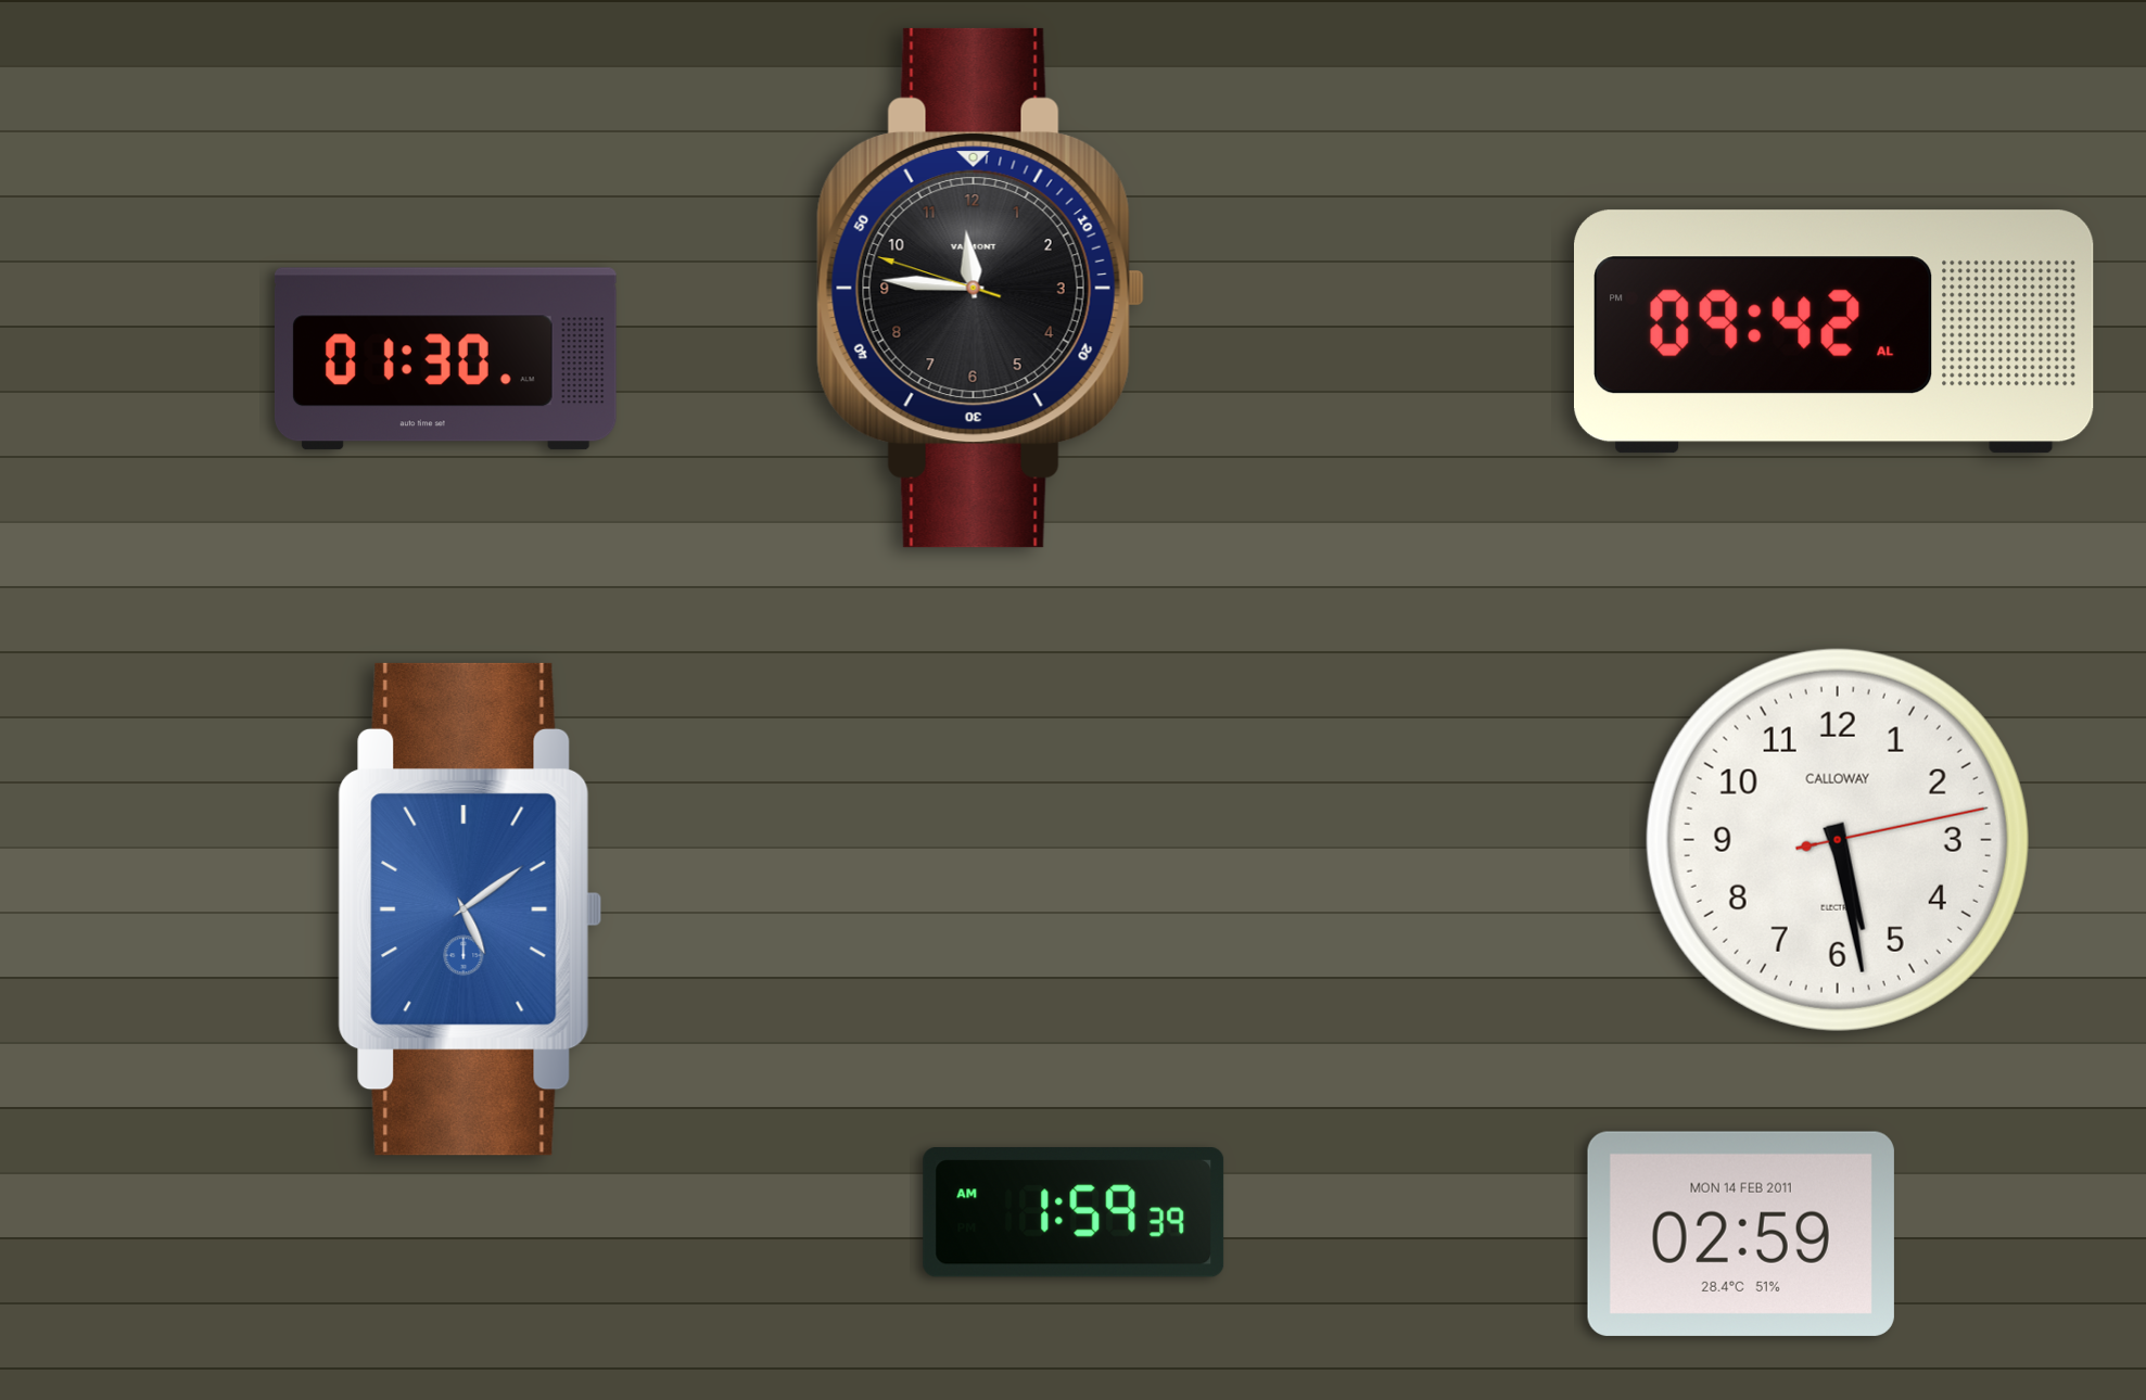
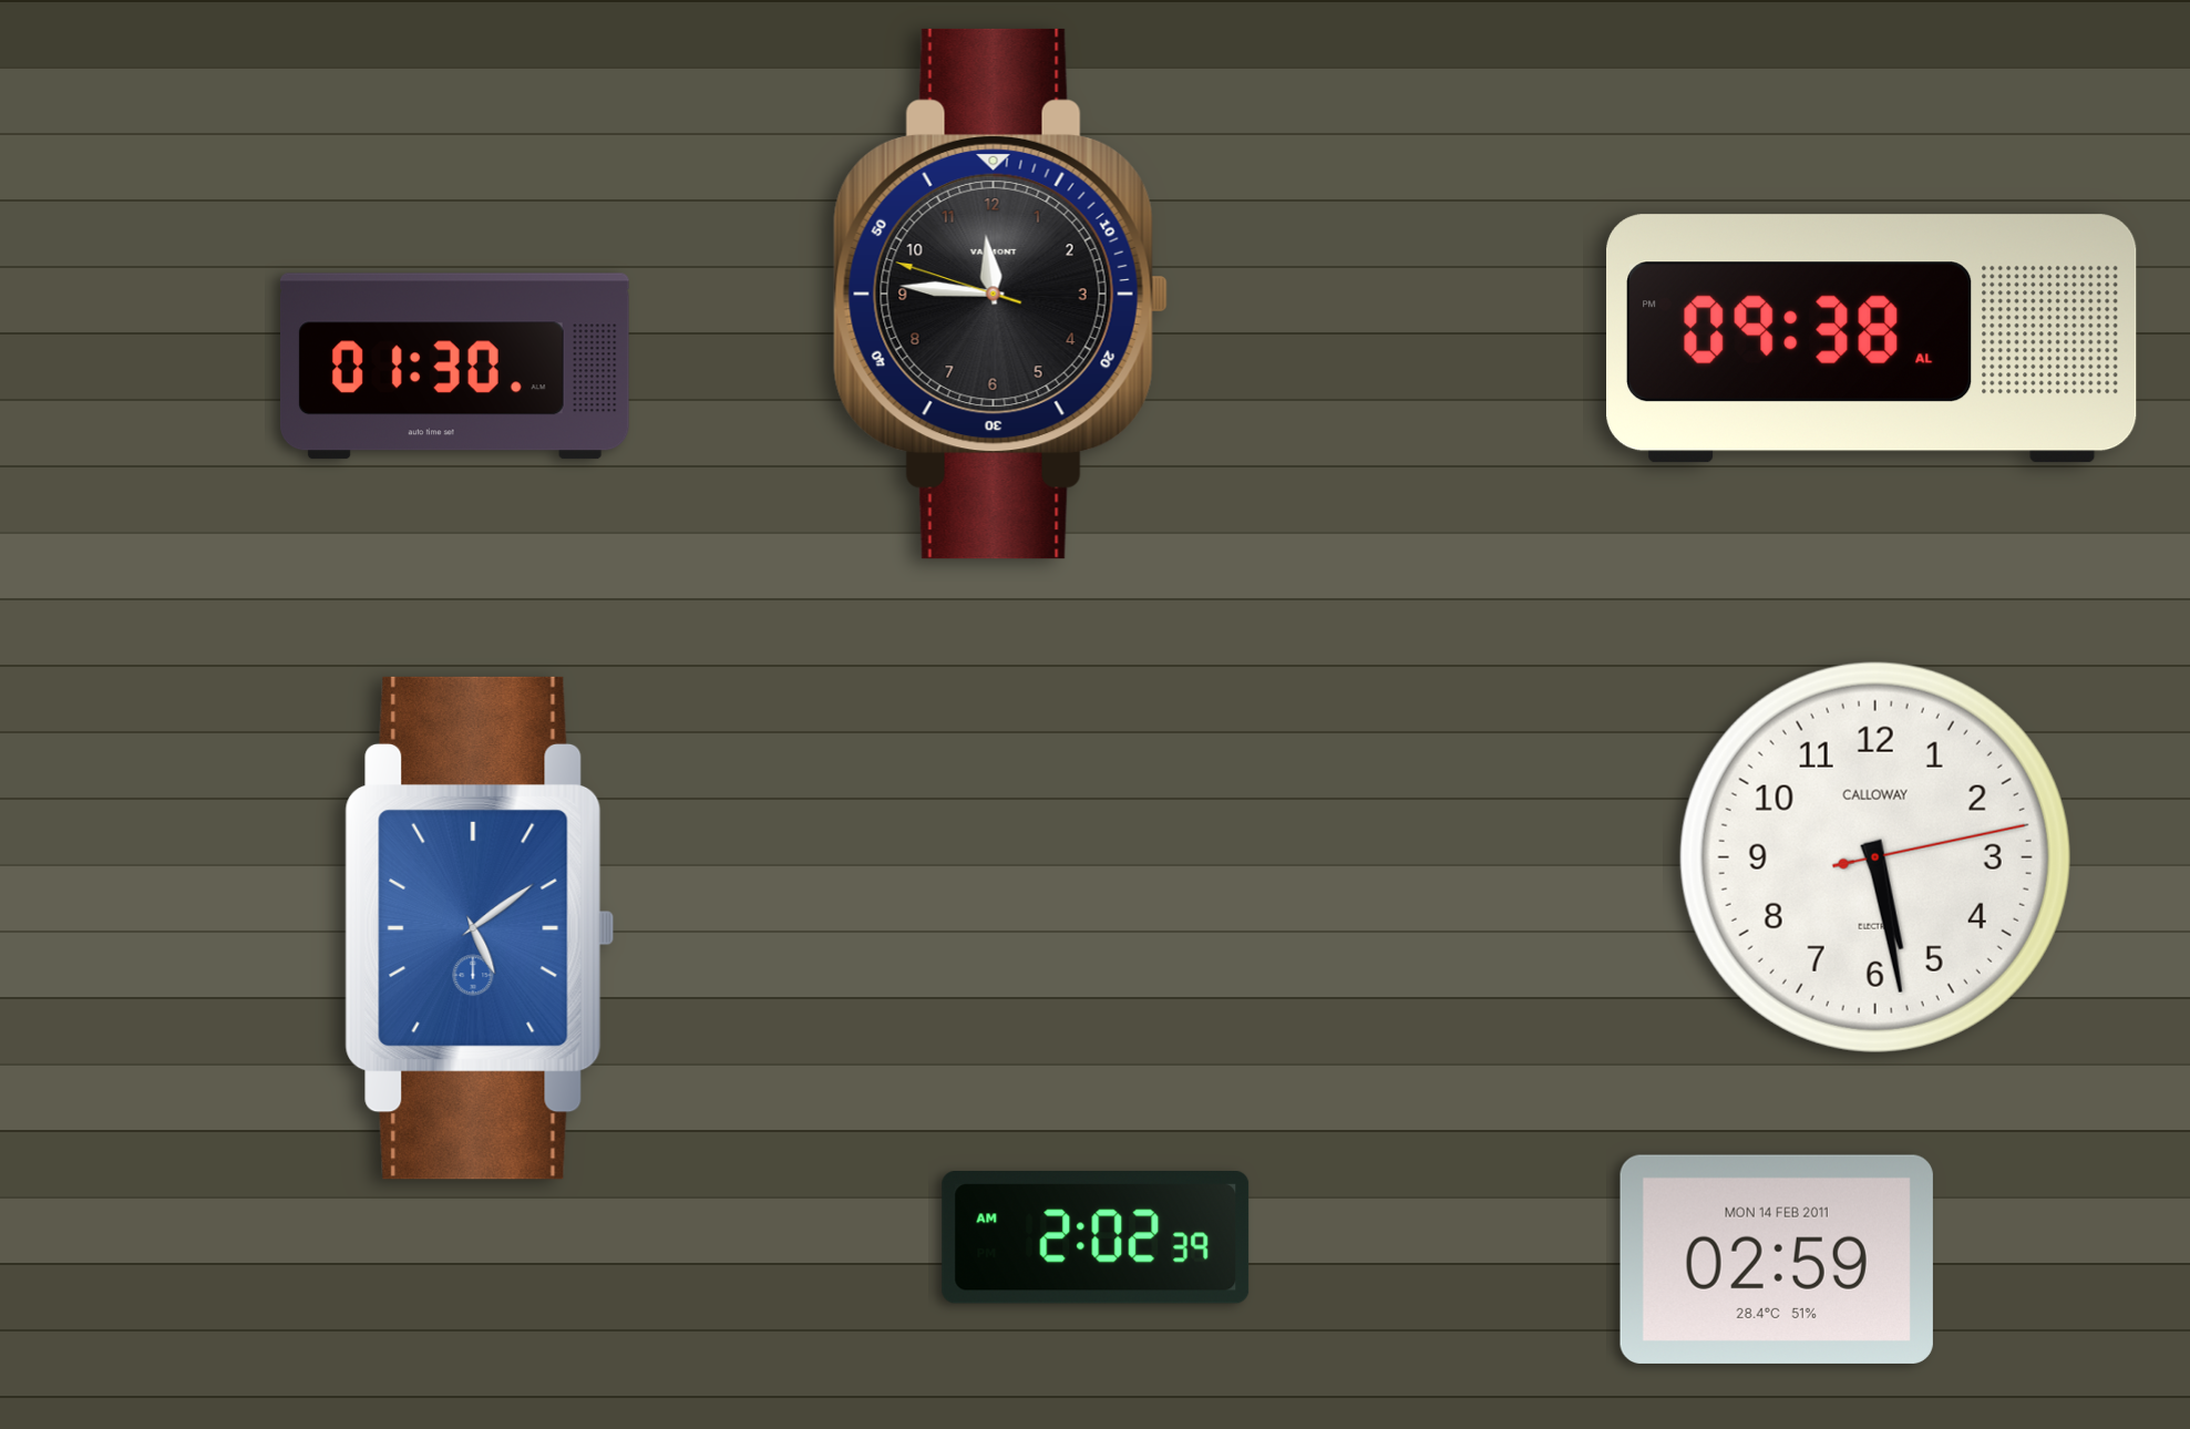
clock at (1834, 332): 09:42 -> 09:38
clock at (1074, 1213): 1:59 -> 2:02
